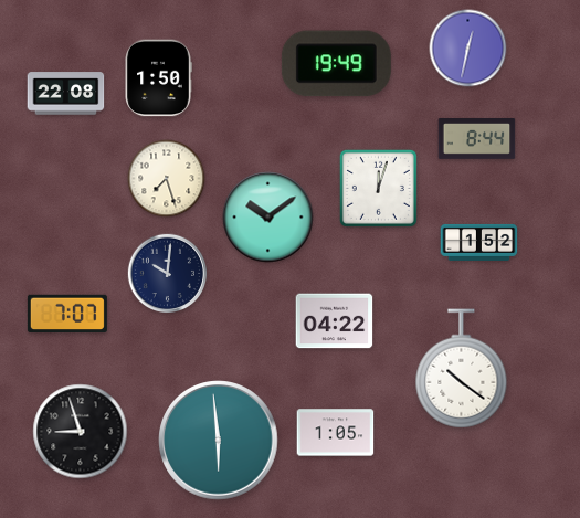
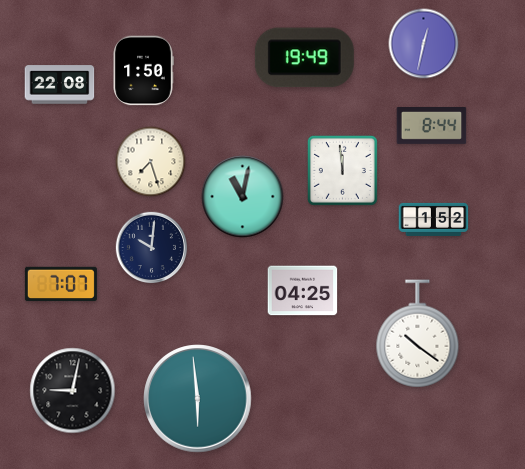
clock at (378, 188): 12:03 -> 11:59
clock at (268, 218): 10:09 -> 11:02
clock at (335, 321): 04:22 -> 04:25
clock at (81, 432): 8:57 -> 9:02
clock at (336, 433): 1:05 -> none
